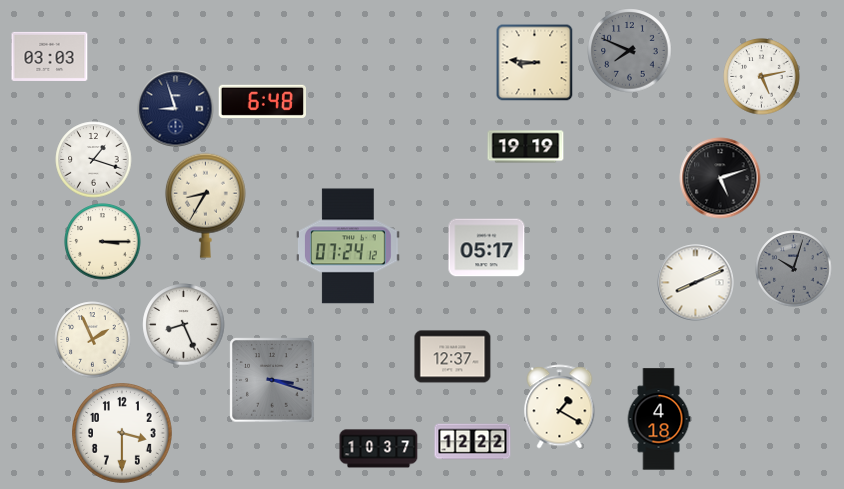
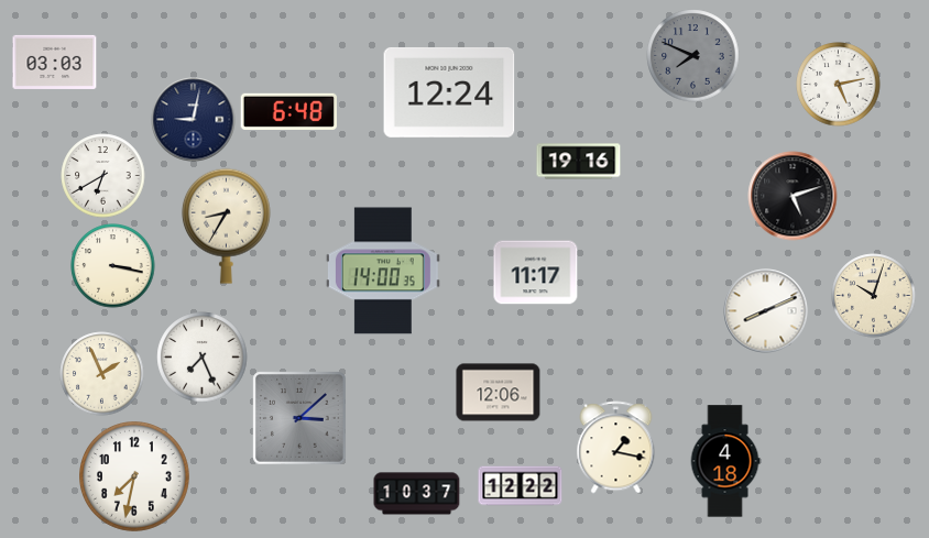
clock at (534, 62): 8:46 -> none
clock at (449, 92): none -> 12:24
clock at (176, 109): 8:57 -> 9:02
clock at (526, 147): 19:19 -> 19:16
clock at (94, 160): 1:18 -> 6:40
clock at (103, 242): 3:15 -> 3:17
clock at (348, 246): 07:24 -> 14:00
clock at (487, 248): 05:17 -> 11:17
clock at (794, 269) dial: grey -> cream
clock at (184, 325): 8:26 -> 7:26
clock at (453, 357): 12:37 -> 12:06
clock at (272, 380): 3:18 -> 3:08
clock at (560, 407): 1:20 -> 1:17
clock at (123, 434): 3:30 -> 7:32
